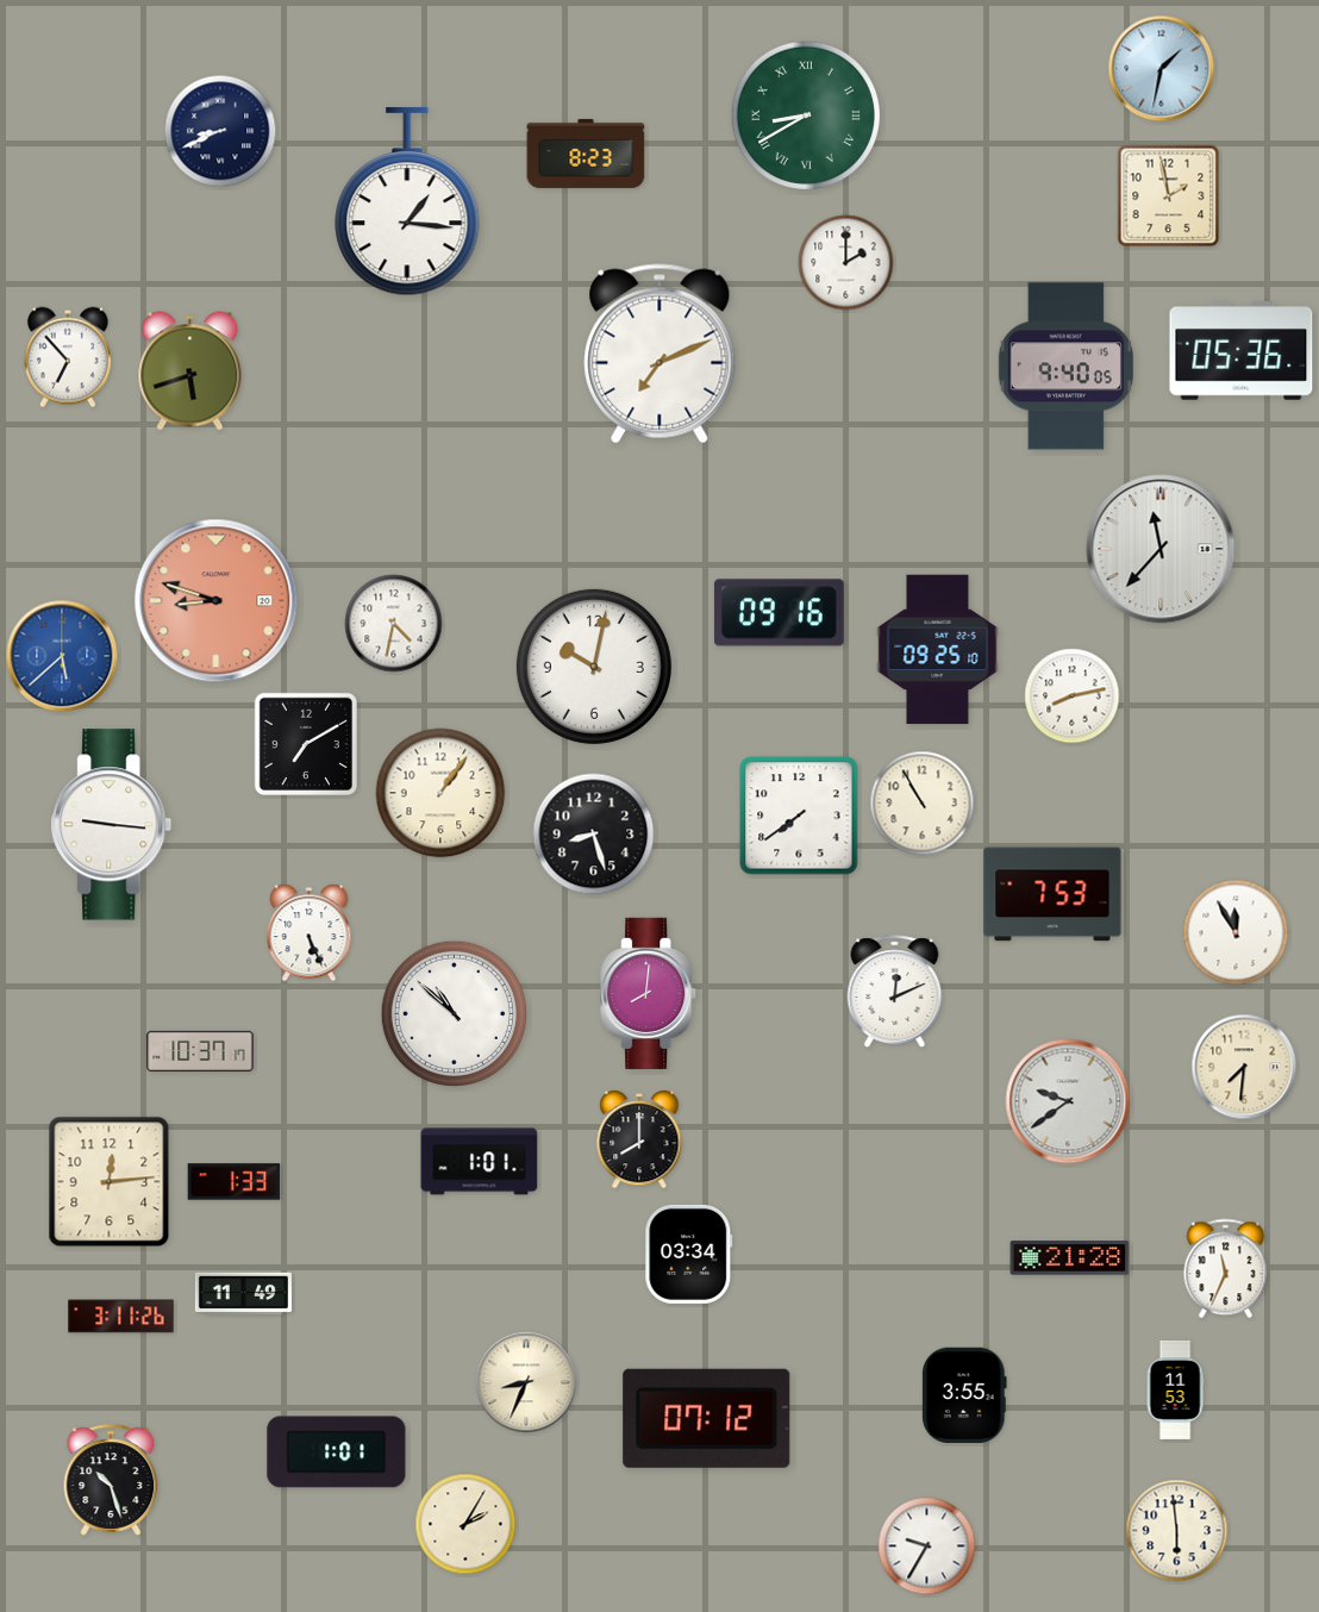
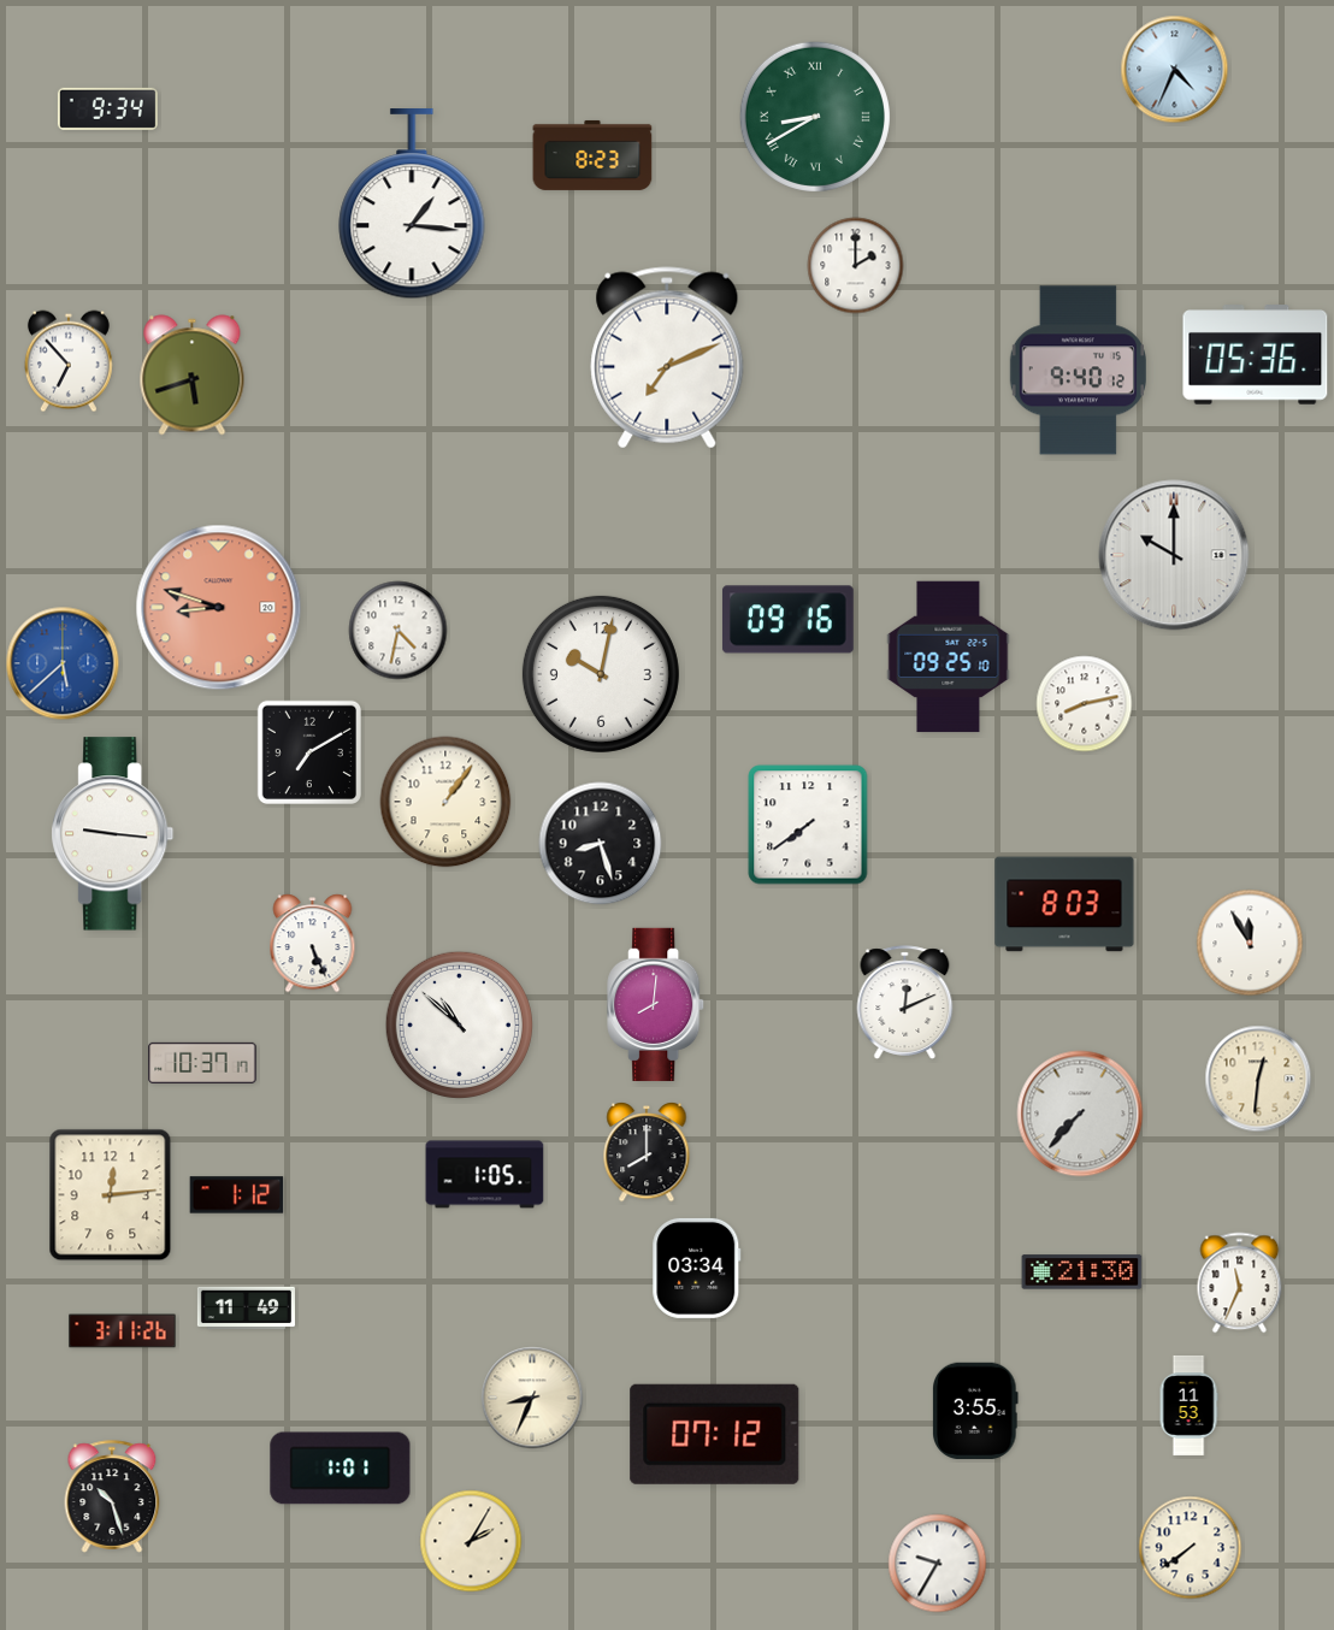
clock at (1162, 69): 1:32 -> 4:34
clock at (107, 108): none -> 9:34
clock at (220, 131): 8:41 -> none
clock at (1169, 196): 1:58 -> none
clock at (1065, 367): 9:40:05 -> 9:40:12
clock at (1161, 549): 11:37 -> 10:00
clock at (923, 804): 10:55 -> none
clock at (1052, 894): 7:53 -> 8:03
clock at (1244, 1067): 7:31 -> 12:31
clock at (1068, 1101): 9:39 -> 7:37
clock at (480, 1162): 1:01 -> 1:05
clock at (235, 1182): 1:33 -> 1:12
clock at (1070, 1258): 21:28 -> 21:30
clock at (1177, 1531): 5:59 -> 7:39
